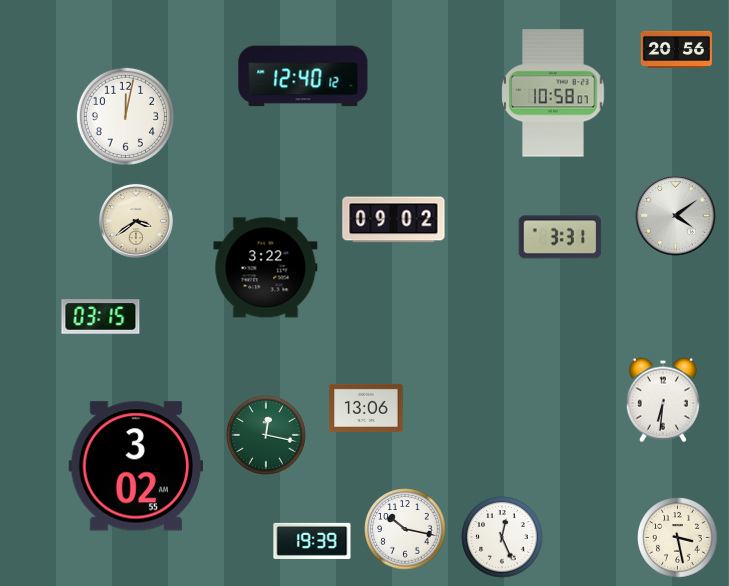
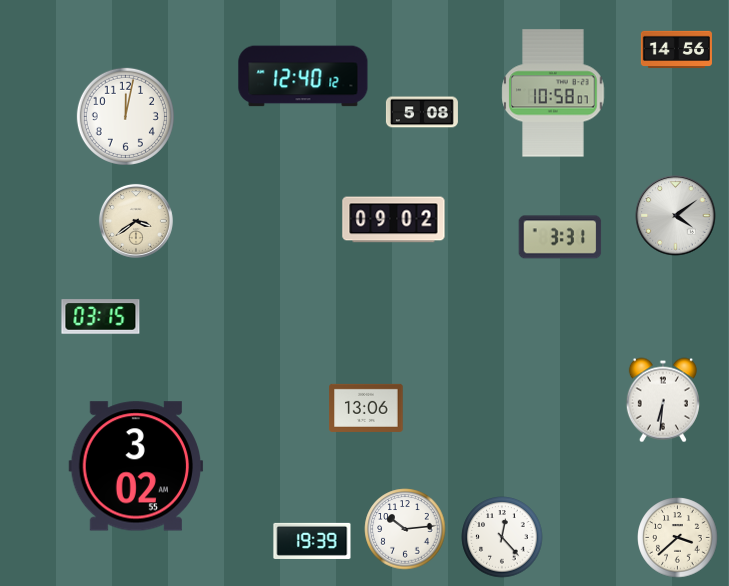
clock at (676, 49): 20:56 -> 14:56
clock at (422, 112): none -> 5:08
clock at (266, 268): 3:22 -> none
clock at (267, 436): 12:17 -> none
clock at (405, 529): 10:17 -> 10:14
clock at (502, 537): 12:26 -> 12:23
clock at (678, 538): 3:28 -> 3:38
